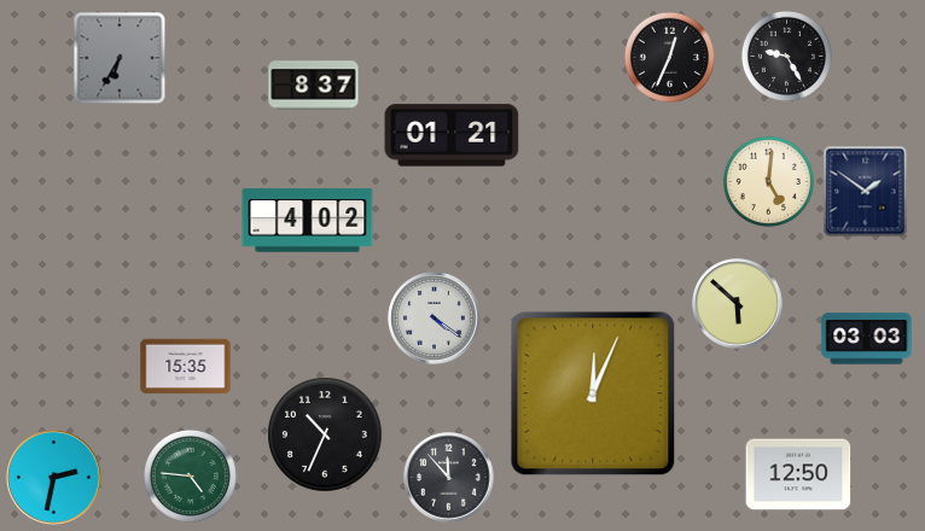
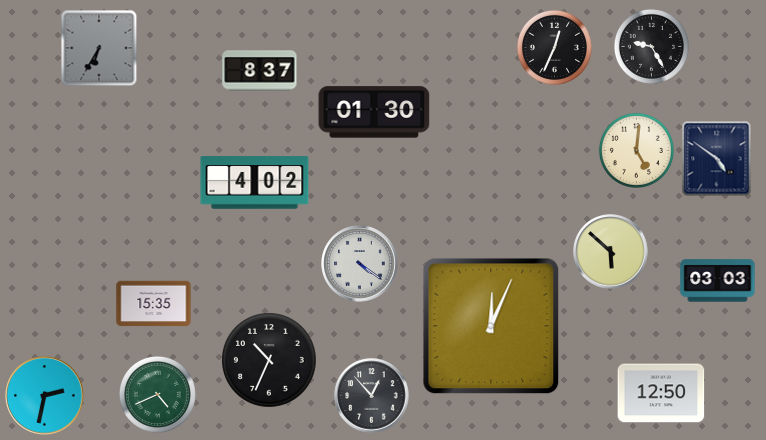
clock at (452, 135): 01:21 -> 01:30
clock at (866, 192): 1:51 -> 4:51
clock at (190, 475): 4:46 -> 4:41
clock at (449, 478): 11:53 -> 12:53
